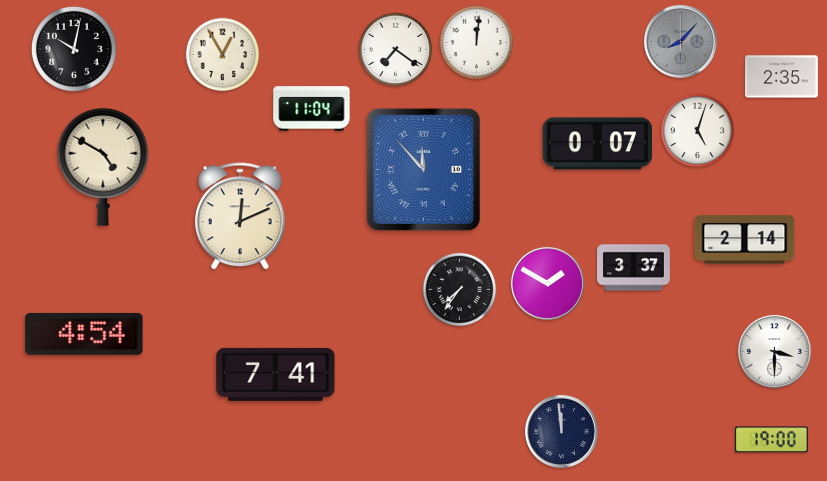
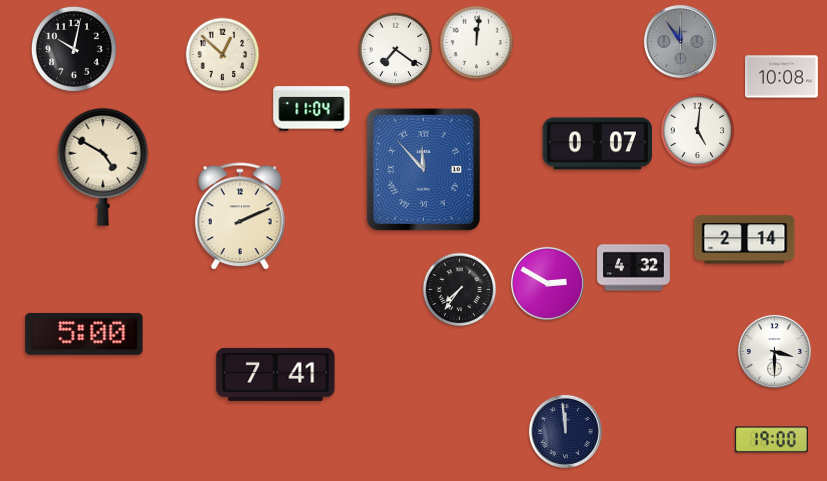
clock at (680, 41): 8:07 -> 11:54
clock at (223, 55): 12:55 -> 12:52
clock at (782, 77): 2:35 -> 10:08
clock at (698, 131): 5:03 -> 5:01
clock at (241, 217): 12:11 -> 2:11
clock at (634, 268): 3:37 -> 4:32
clock at (547, 283): 1:50 -> 2:50
clock at (84, 334): 4:54 -> 5:00
clock at (561, 431) position: (561, 431) -> (565, 431)
